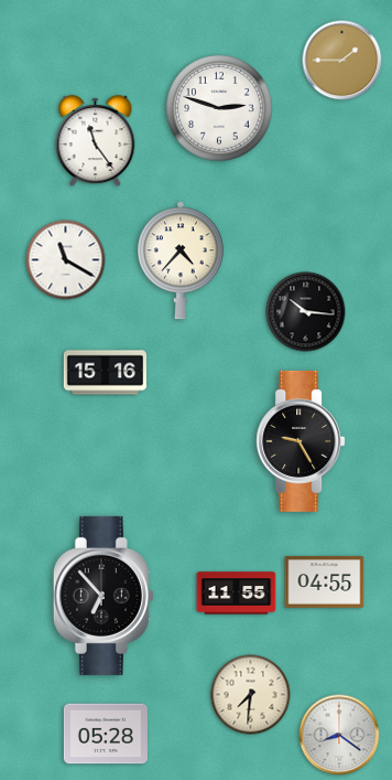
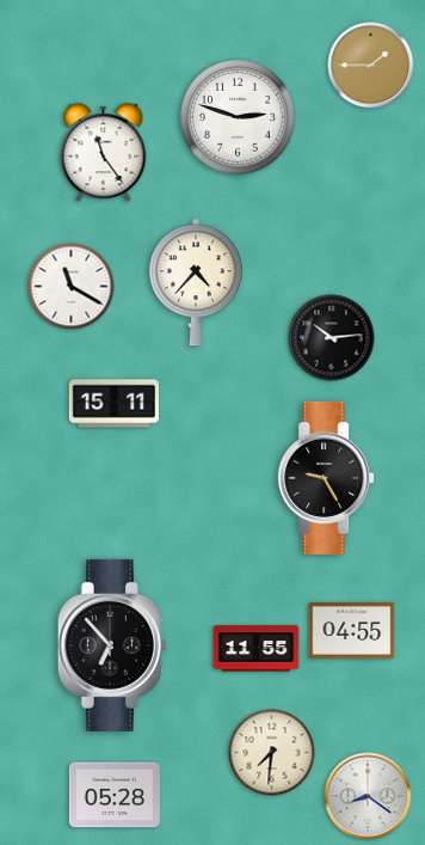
clock at (66, 260) position: (66, 260) -> (72, 287)
clock at (306, 312): 10:16 -> 10:14
clock at (105, 373): 15:16 -> 15:11
clock at (237, 594) position: (237, 594) -> (257, 649)
